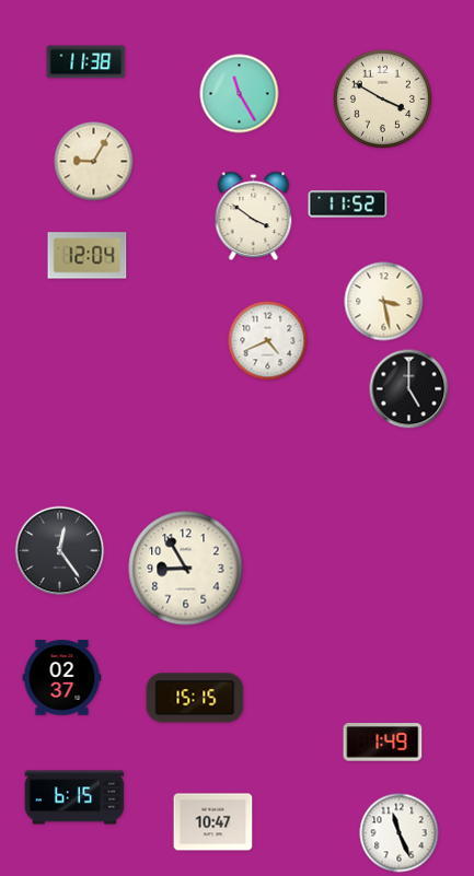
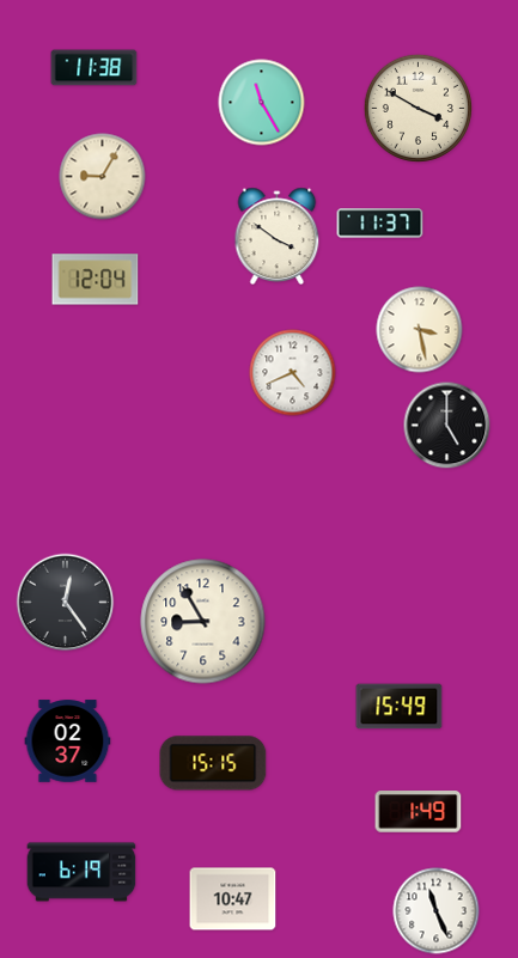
clock at (348, 205): 11:52 -> 11:37
clock at (400, 707): none -> 15:49
clock at (74, 797): 6:15 -> 6:19
